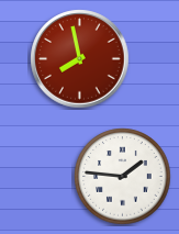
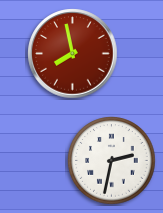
clock at (123, 177): 1:46 -> 2:32
